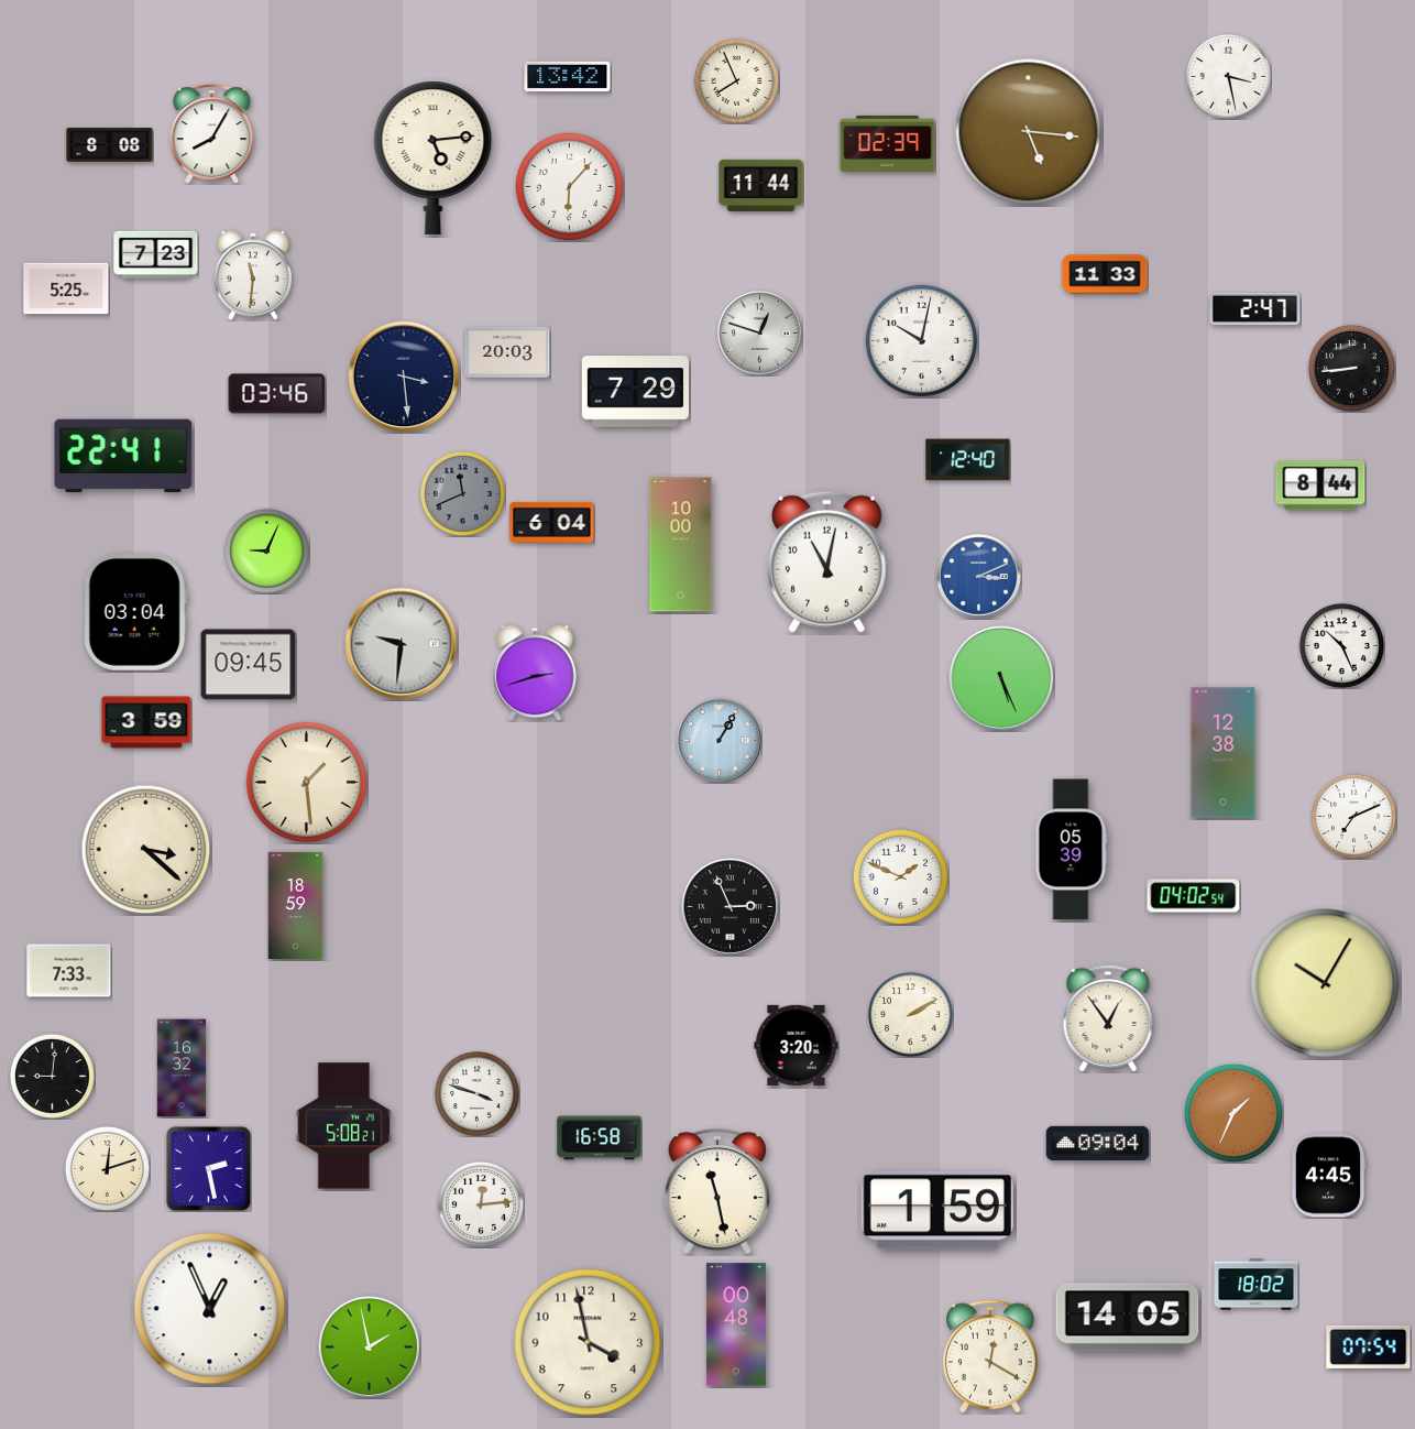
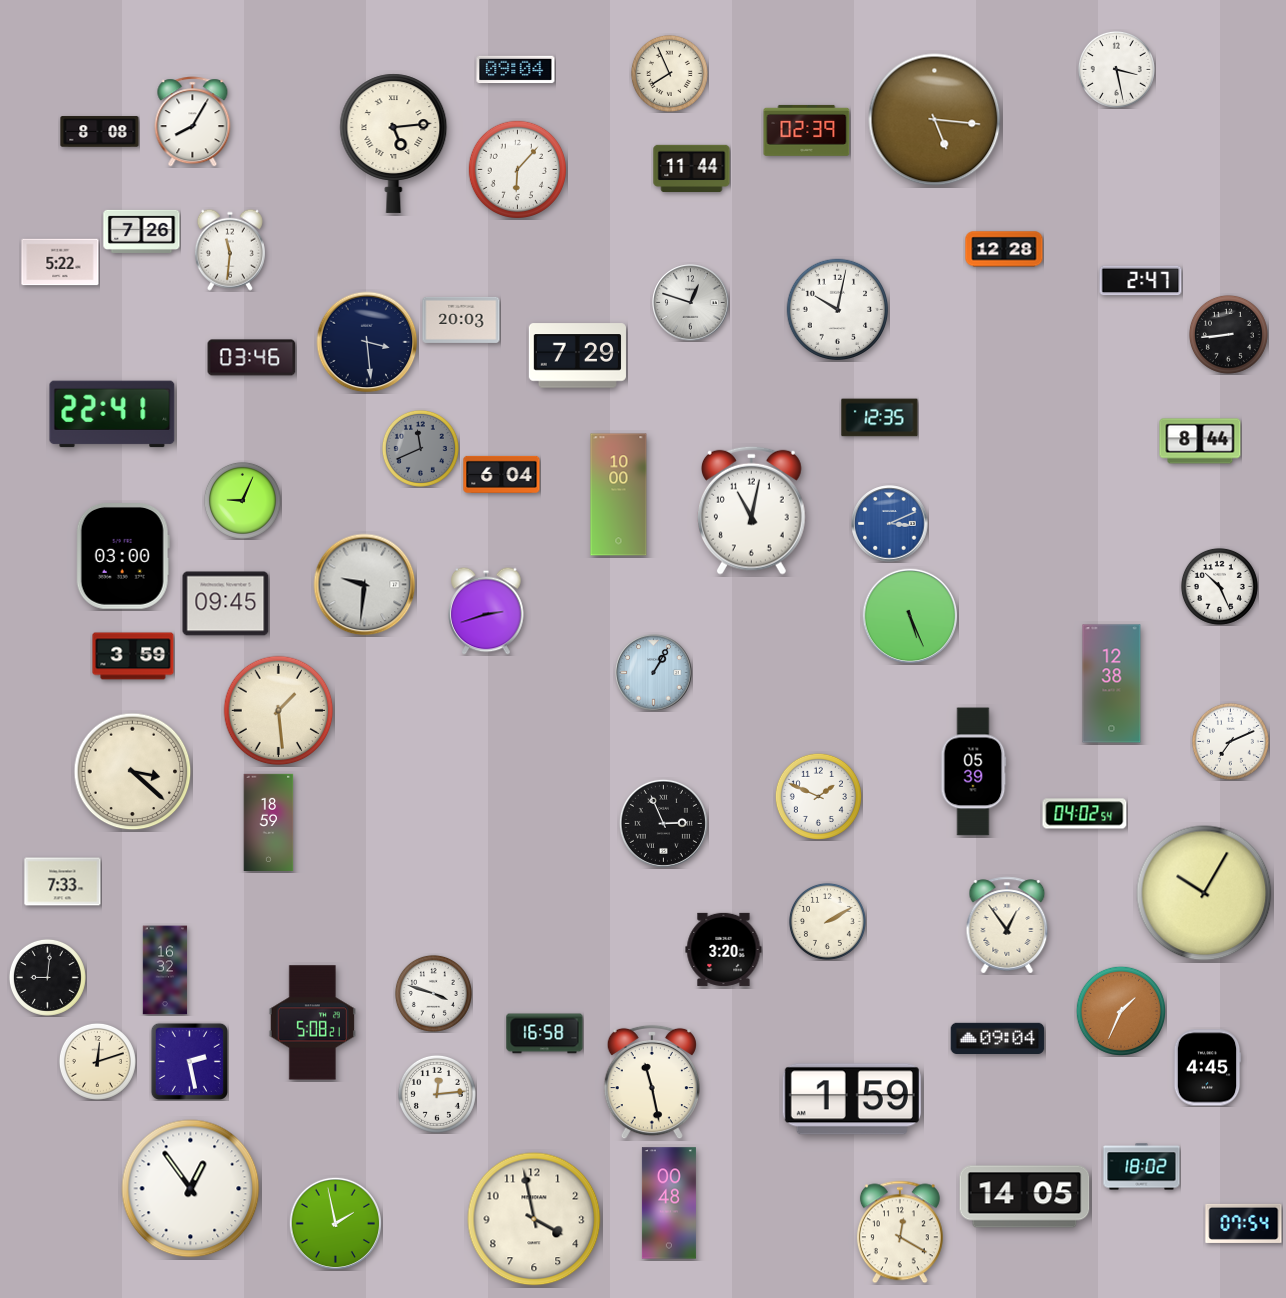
clock at (568, 77): 13:42 -> 09:04
clock at (156, 254): 7:23 -> 7:26
clock at (1105, 274): 11:33 -> 12:28
clock at (66, 288): 5:25 -> 5:22
clock at (968, 460): 12:40 -> 12:35
clock at (135, 613): 03:04 -> 03:00
clock at (210, 1309): 12:56 -> 12:54
